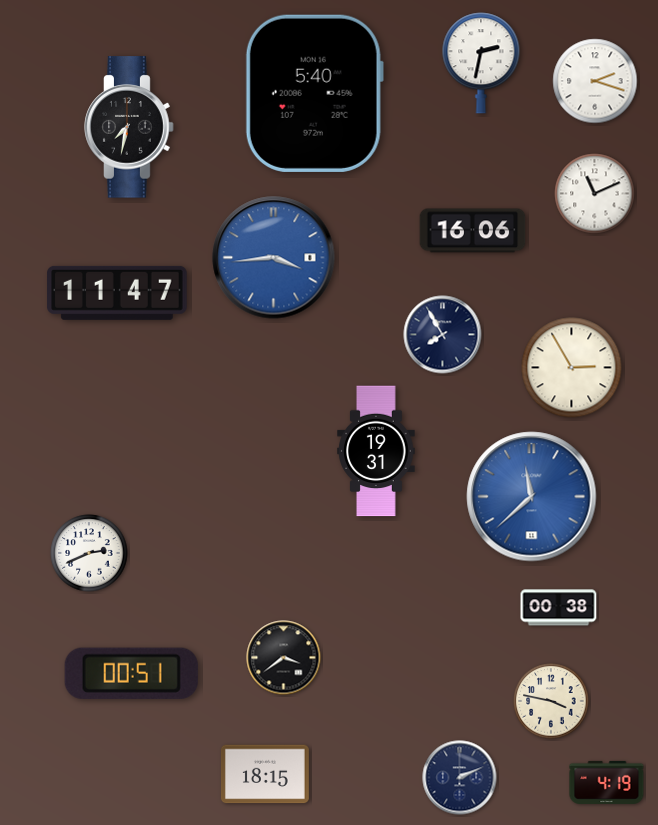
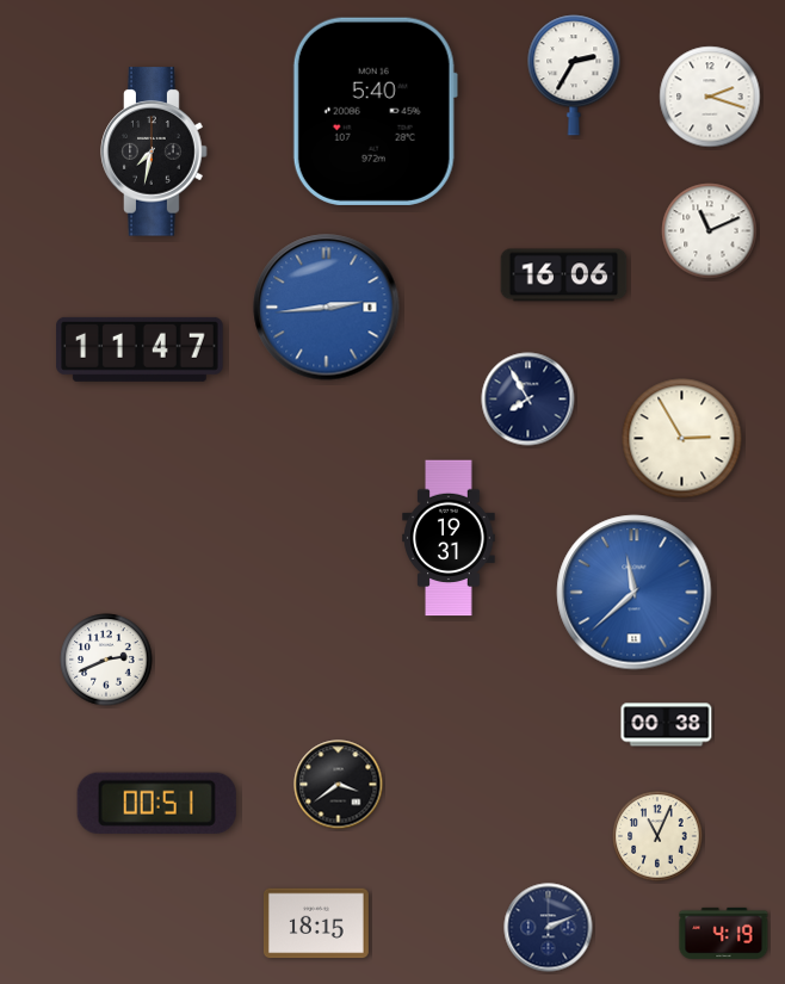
clock at (481, 63): 2:32 -> 2:35
clock at (274, 258): 3:44 -> 2:44
clock at (551, 701): 3:47 -> 11:04
